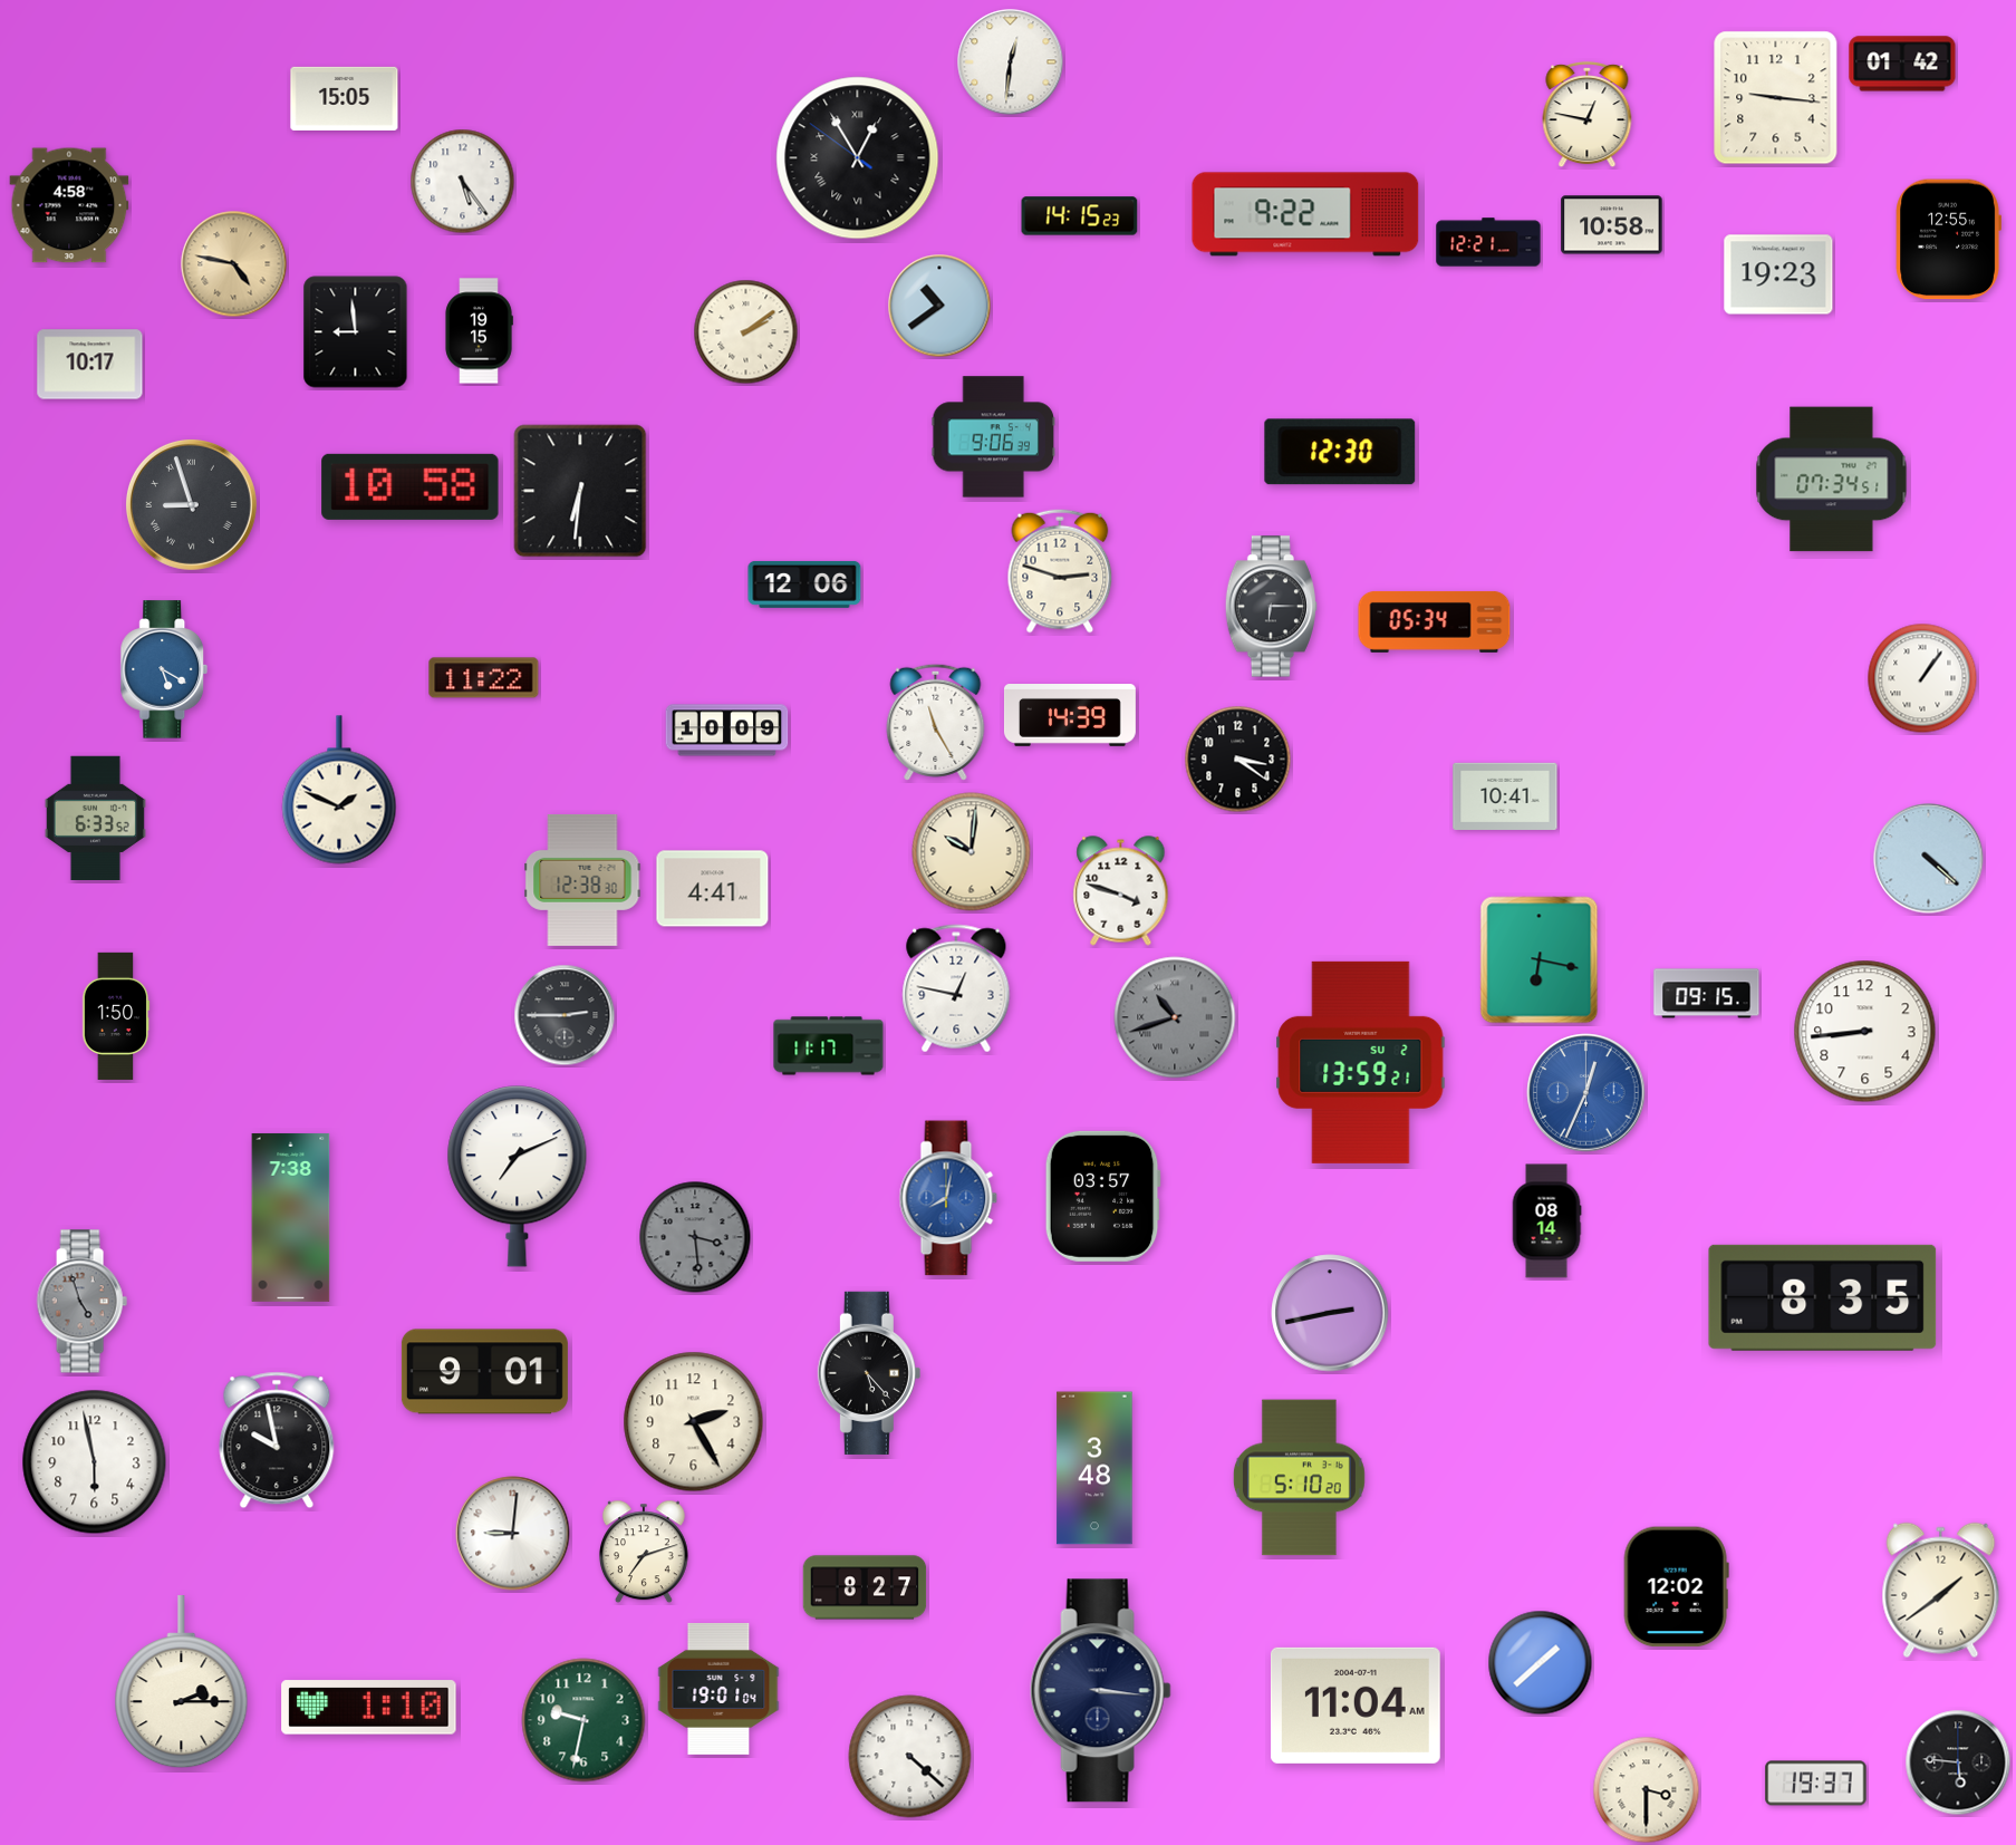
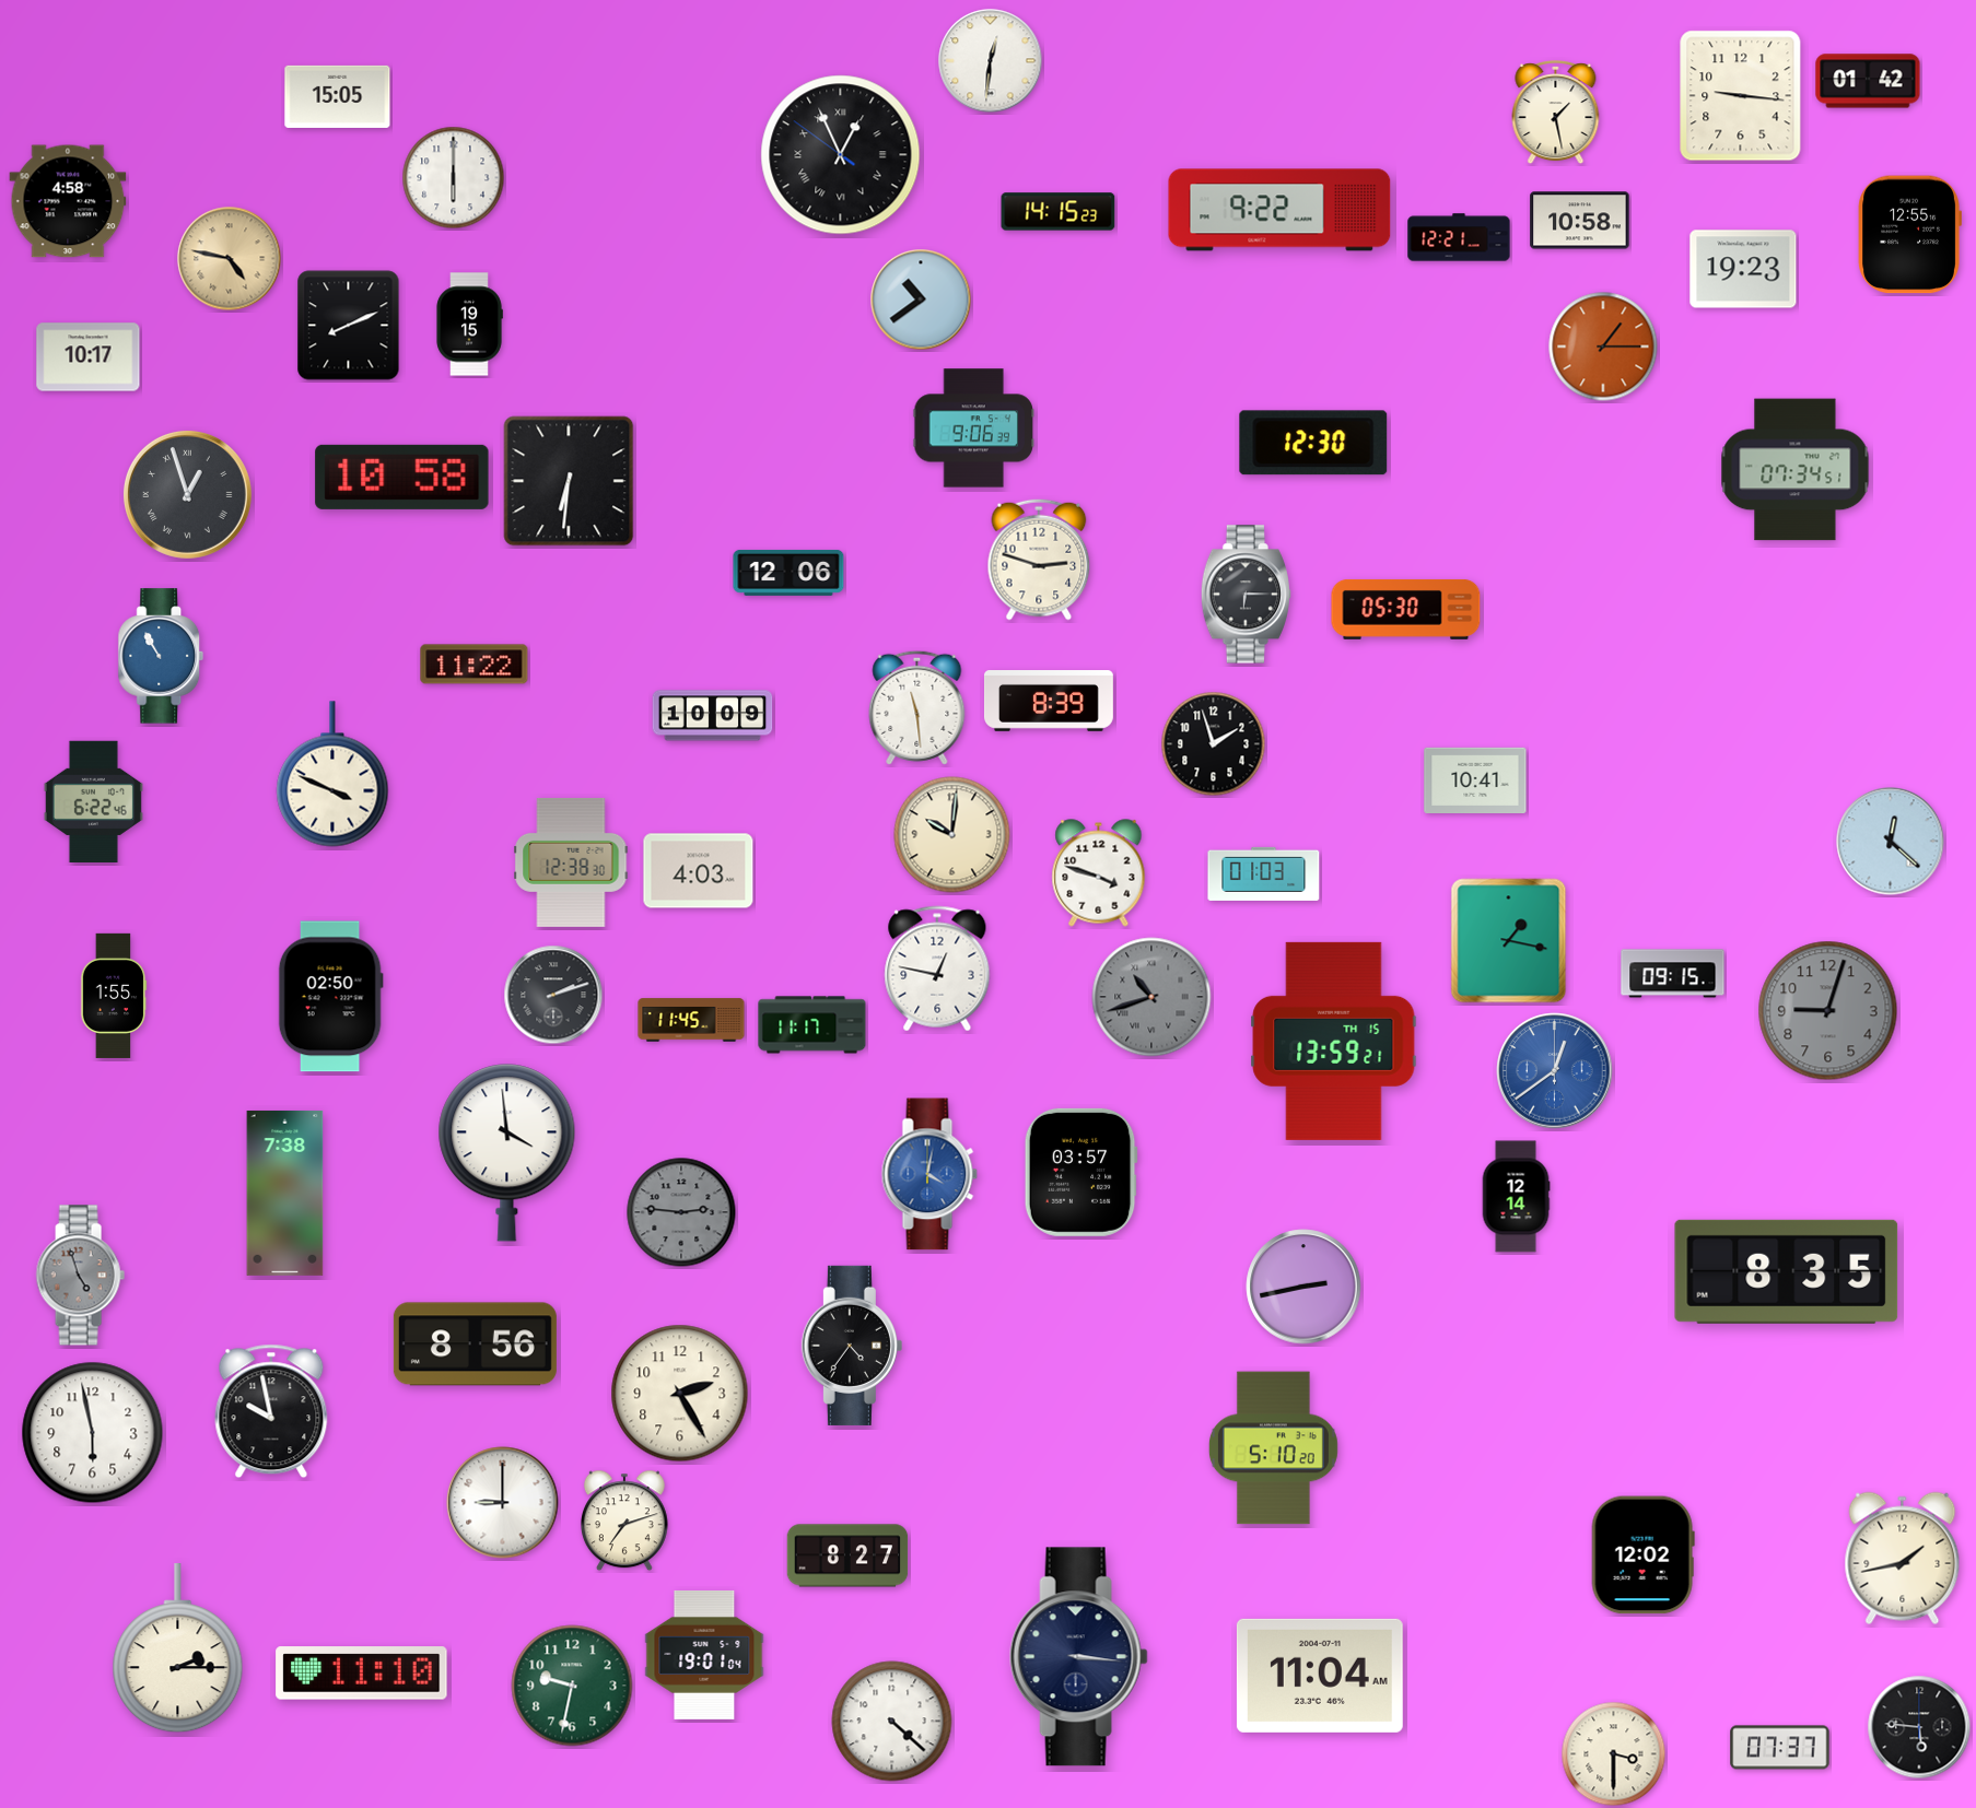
clock at (1902, 64) position: (1902, 64) -> (1868, 81)
clock at (1588, 116): 12:47 -> 1:28
clock at (858, 158): 12:54 -> 12:55
clock at (463, 182): 5:24 -> 6:00
clock at (356, 332): 8:59 -> 8:11
clock at (746, 332): 2:09 -> none
clock at (1603, 347): none -> 1:15
clock at (191, 504): 8:57 -> 12:57
clock at (1435, 621): 05:34 -> 05:30
clock at (164, 669): 5:20 -> 10:55
clock at (1922, 678): 1:06 -> none
clock at (1070, 716): 14:39 -> 8:39
clock at (936, 722): 11:25 -> 11:29
clock at (1238, 760): 3:21 -> 1:57
clock at (339, 790): 1:49 -> 3:49
clock at (95, 819): 6:33 -> 6:22
clock at (1929, 859): 4:22 -> 12:22
clock at (713, 889): 4:41 -> 4:03
clock at (1264, 873): none -> 01:03
clock at (1540, 960): 6:17 -> 1:17
clock at (565, 1015): 2:45 -> 2:12
clock at (116, 1016): 1:50 -> 1:55
clock at (330, 997): none -> 02:50
clock at (1865, 1032): 8:44 -> 9:03
clock at (1865, 1032) dial: white -> grey
clock at (691, 1020): none -> 11:45
clock at (1361, 1062) date: SU 2 -> TH 15
clock at (1586, 1093): 12:34 -> 12:39
clock at (518, 1177): 7:11 -> 3:59
clock at (948, 1198): 8:02 -> 4:02
clock at (1546, 1221): 08:14 -> 12:14
clock at (695, 1237): 3:29 -> 2:46
clock at (484, 1372): 9:01 -> 8:56
clock at (869, 1373): 5:23 -> 4:36
clock at (1094, 1468): 3:48 -> none
clock at (513, 1534): 9:01 -> 9:00
clock at (644, 1552) position: (644, 1552) -> (624, 1521)
clock at (1941, 1591): 1:39 -> 1:43
clock at (1541, 1663): 1:38 -> none
clock at (1356, 1706) position: (1356, 1706) -> (1320, 1676)
clock at (369, 1708): 1:10 -> 11:10
clock at (1816, 1784): 19:37 -> 07:37
